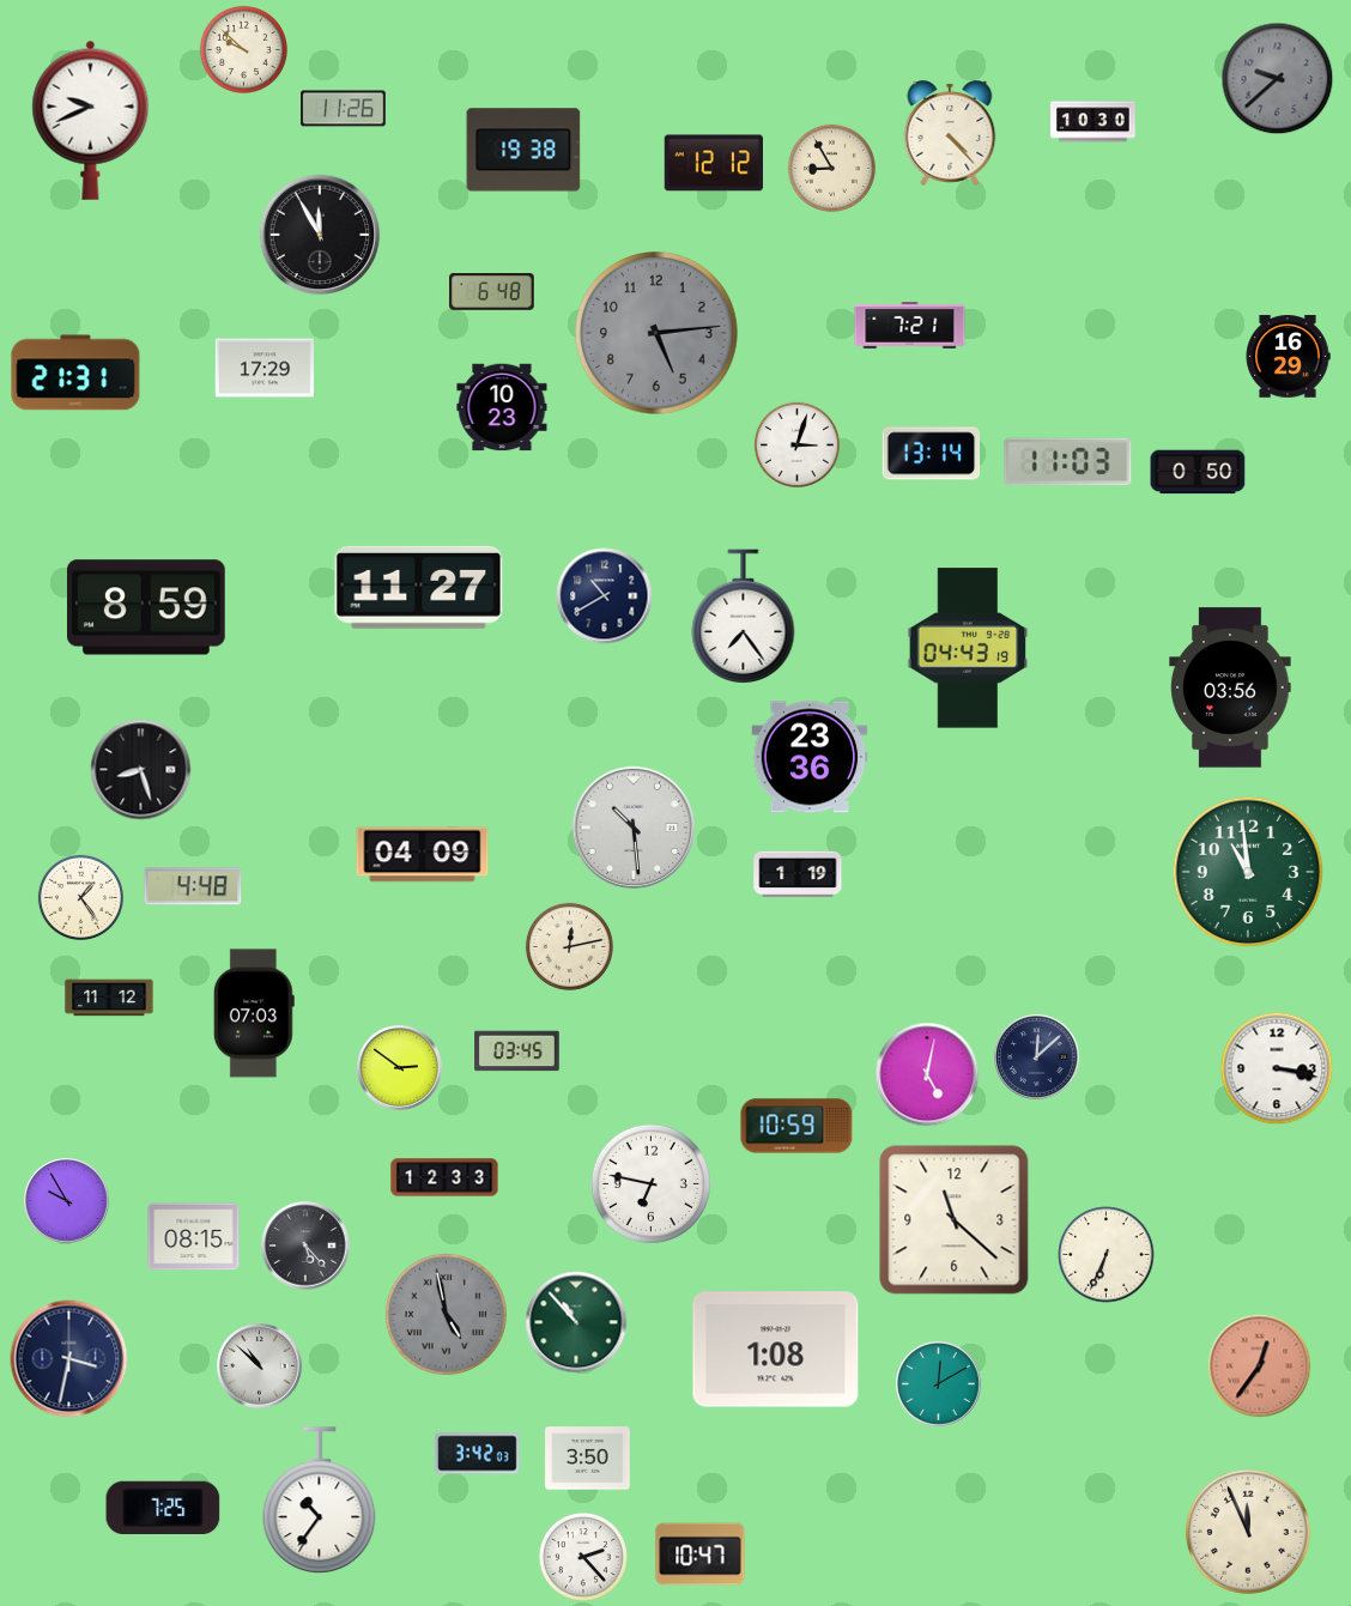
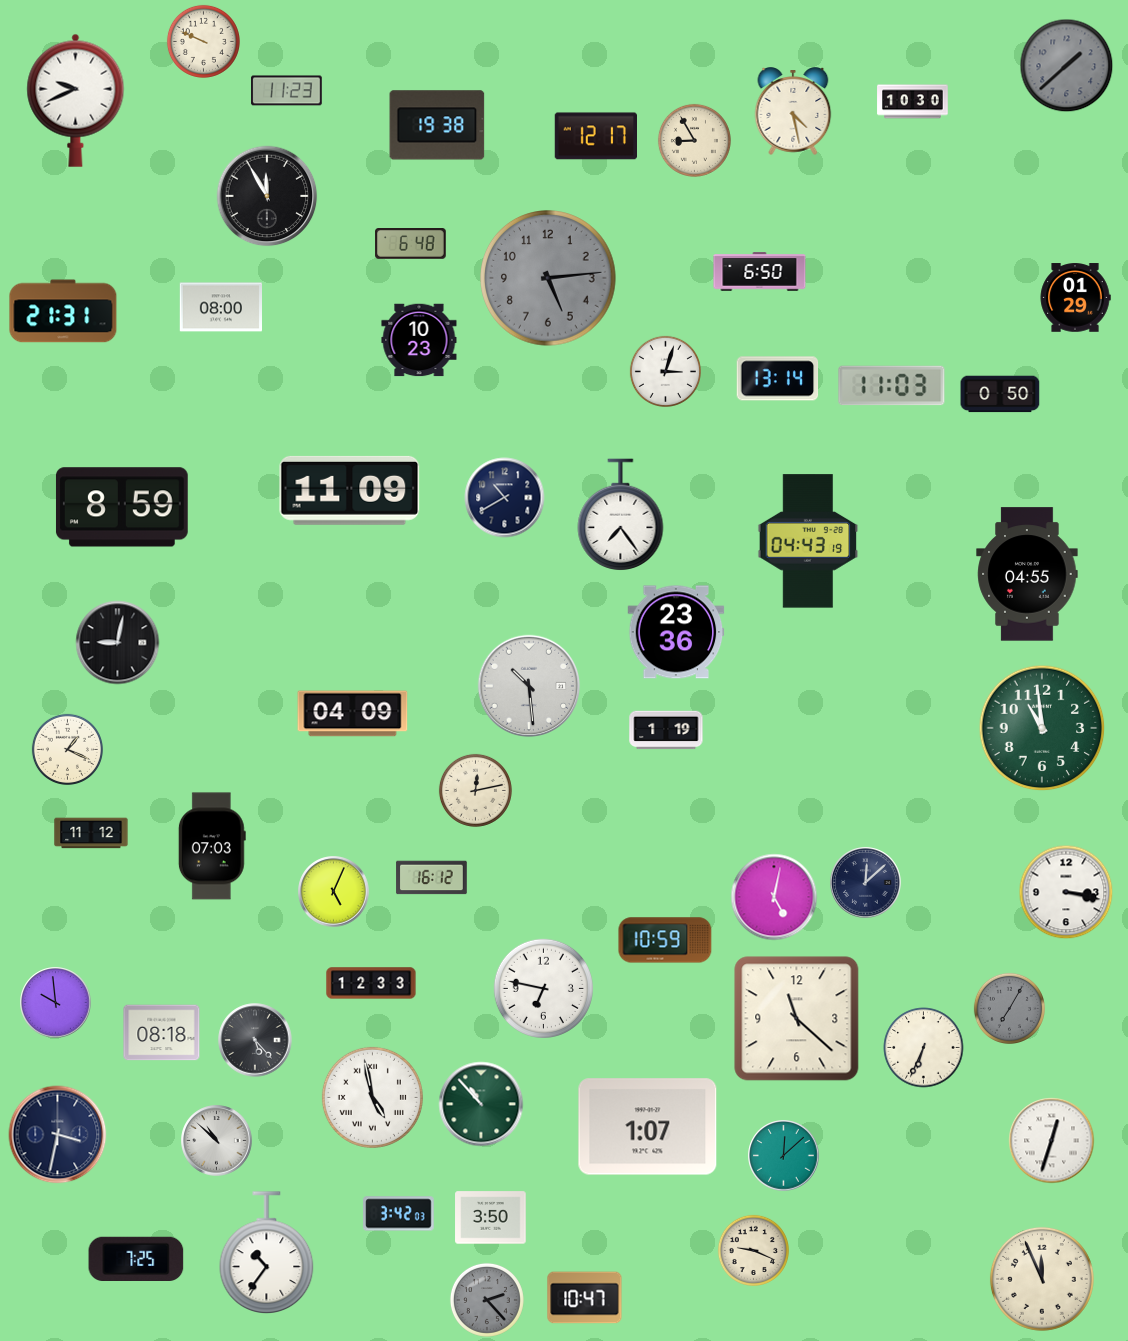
clock at (243, 49): 9:52 -> 9:49
clock at (1278, 79): 9:38 -> 1:38
clock at (344, 109): 11:26 -> 11:23
clock at (950, 133): 4:23 -> 4:28
clock at (713, 163): 12:12 -> 12:17
clock at (910, 326): 7:21 -> 6:50
clock at (1288, 357): 16:29 -> 01:29
clock at (265, 368): 17:29 -> 08:00
clock at (419, 587): 11:27 -> 11:09
clock at (1230, 687): 03:56 -> 04:55
clock at (141, 770): 8:27 -> 9:02
clock at (634, 828) position: (634, 828) -> (529, 686)
clock at (193, 886): 4:48 -> none
clock at (80, 897): 1:24 -> 1:19
clock at (517, 1052): 03:45 -> 16:12
clock at (400, 1068): 2:51 -> 5:04
clock at (67, 1201): 9:55 -> 9:59
clock at (1009, 1008): none -> 7:05
clock at (194, 1237): 08:15 -> 08:18
clock at (446, 1314) dial: grey -> white
clock at (776, 1350): 1:08 -> 1:07
clock at (1260, 1366): 12:36 -> 12:33
clock at (1260, 1366) dial: salmon -> white
clock at (939, 1384): 12:10 -> 12:08
clock at (753, 1250): none -> 9:19
clock at (583, 1557) dial: white -> grey
